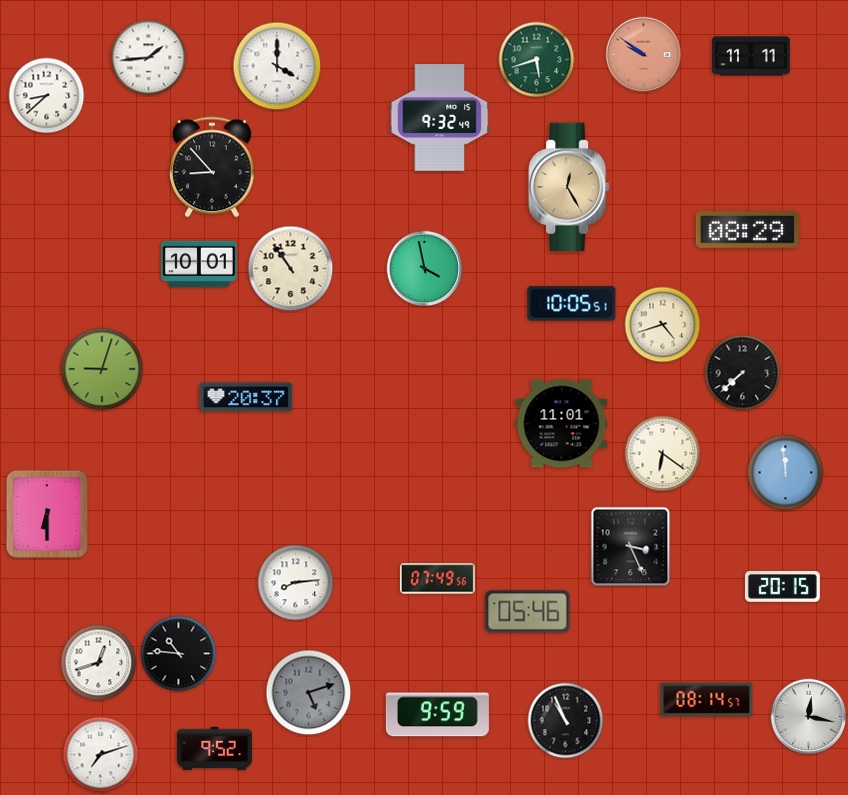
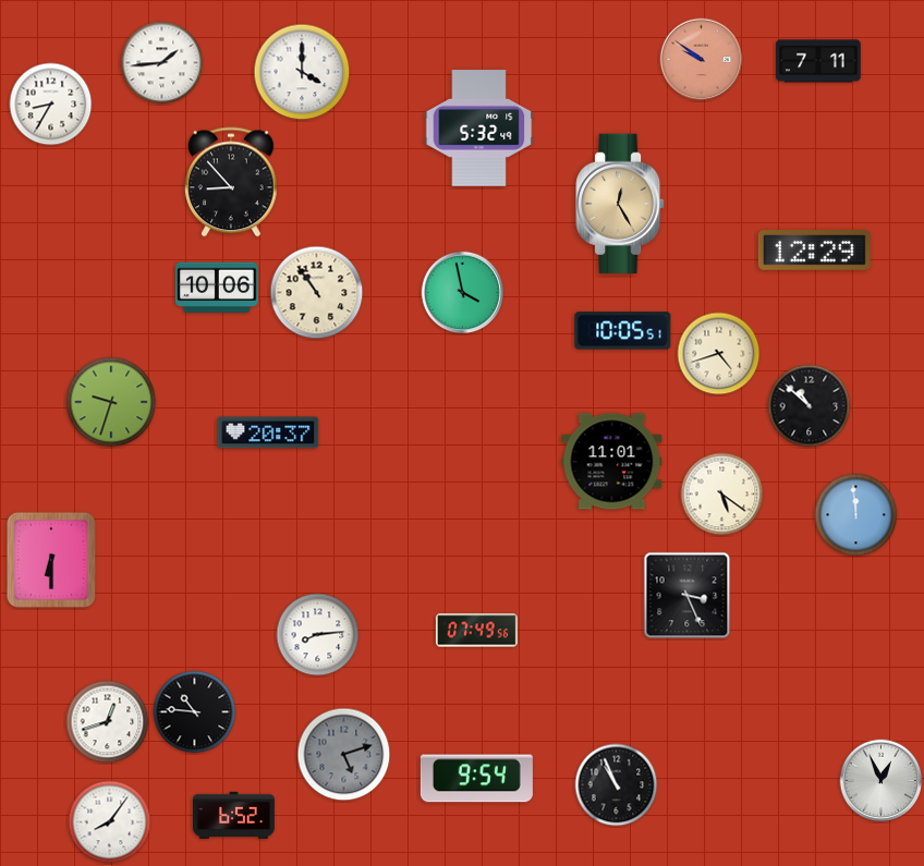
clock at (751, 56): 11:11 -> 7:11
clock at (537, 60): 5:42 -> none
clock at (47, 96): 8:38 -> 8:35
clock at (440, 118): 9:32 -> 5:32
clock at (747, 230): 08:29 -> 12:29
clock at (199, 263): 10:01 -> 10:06
clock at (663, 325) position: (663, 325) -> (719, 354)
clock at (102, 369): 9:03 -> 9:33
clock at (743, 373): 7:38 -> 10:52
clock at (663, 454): 6:21 -> 5:21
clock at (296, 583) position: (296, 583) -> (318, 635)
clock at (782, 587): 20:15 -> none
clock at (528, 612): 05:46 -> none
clock at (309, 693) position: (309, 693) -> (344, 755)
clock at (707, 700): 08:14 -> none
clock at (437, 715): 9:59 -> 9:54
clock at (809, 717): 12:17 -> 12:56
clock at (214, 748): 9:52 -> 6:52
clock at (101, 755): 7:12 -> 8:06
